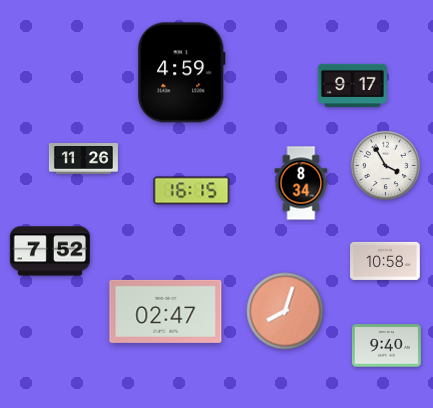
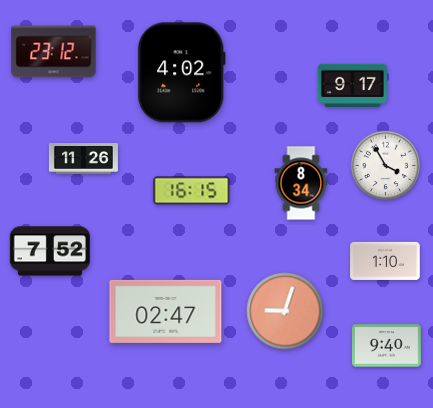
clock at (54, 52): none -> 23:12
clock at (181, 73): 4:59 -> 4:02
clock at (385, 261): 10:58 -> 1:10
clock at (285, 311): 8:03 -> 9:03
